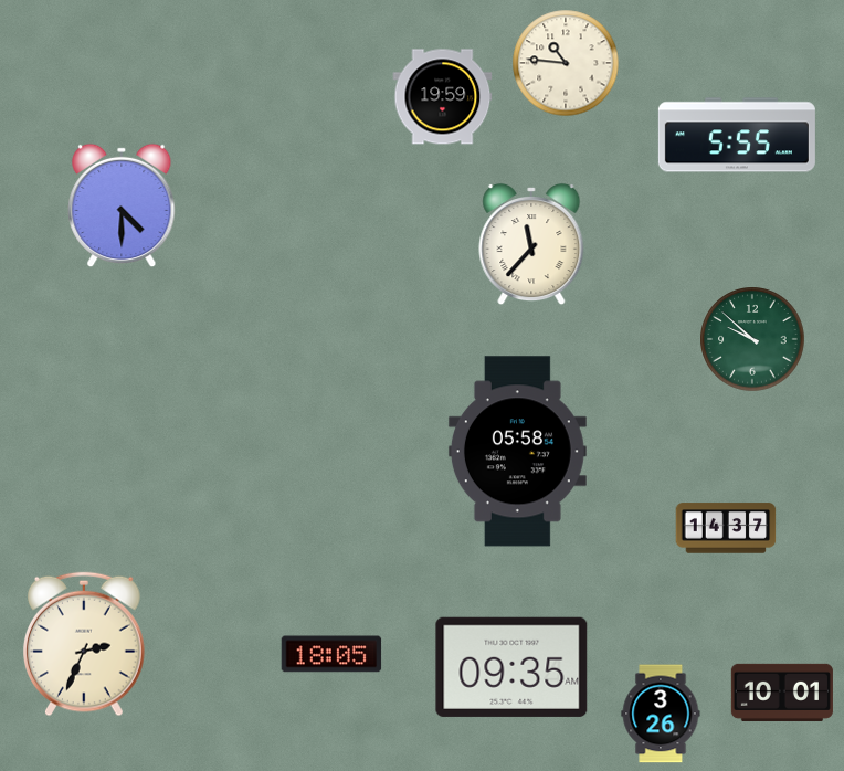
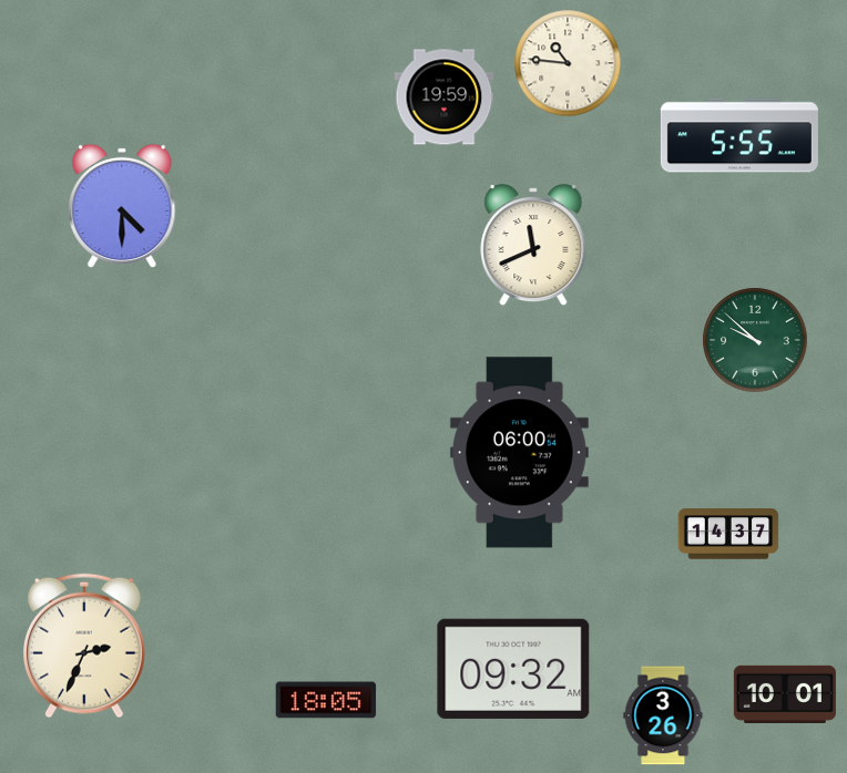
clock at (531, 244): 11:37 -> 11:41
clock at (517, 452): 05:58 -> 06:00
clock at (726, 528) position: (726, 528) -> (728, 534)
clock at (331, 654) position: (331, 654) -> (326, 700)
clock at (511, 667): 09:35 -> 09:32
